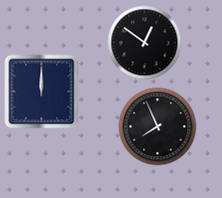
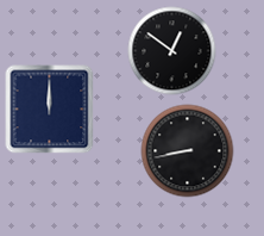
clock at (158, 127): 7:56 -> 8:43
